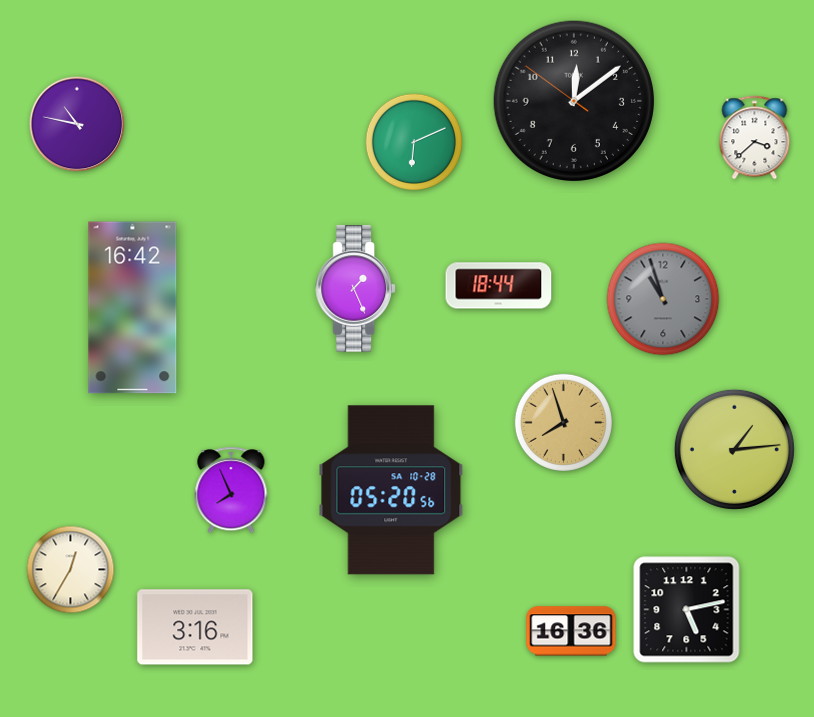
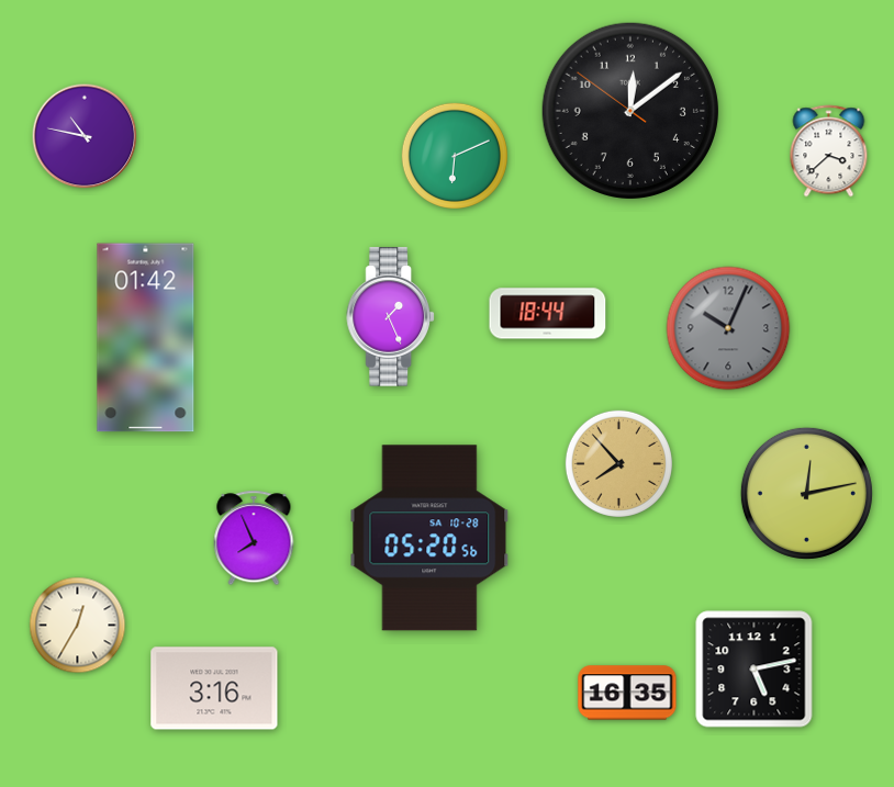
clock at (663, 299): 10:57 -> 10:04
clock at (133, 308): 16:42 -> 01:42
clock at (563, 422): 7:57 -> 7:53
clock at (734, 449): 1:14 -> 12:13
clock at (571, 631): 16:36 -> 16:35
